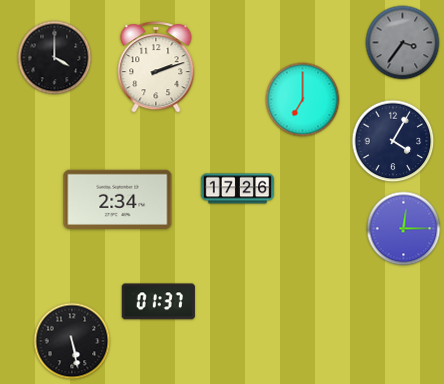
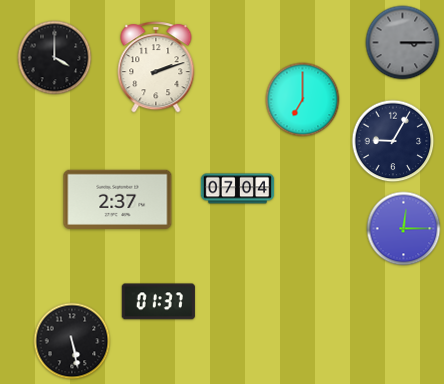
clock at (403, 43): 3:36 -> 3:15
clock at (393, 141): 4:05 -> 9:05
clock at (238, 189): 17:26 -> 07:04
clock at (118, 199): 2:34 -> 2:37
